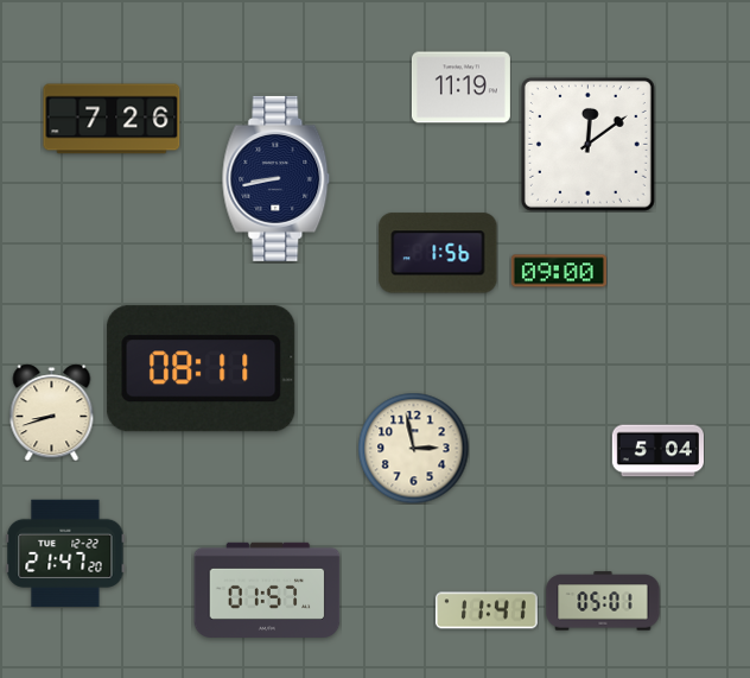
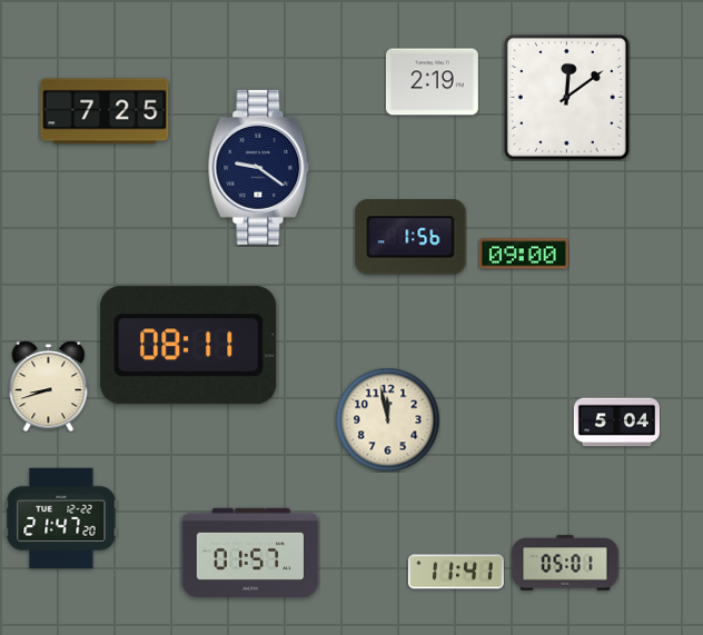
clock at (460, 88): 11:19 -> 2:19
clock at (112, 119): 7:26 -> 7:25
clock at (587, 144) position: (587, 144) -> (566, 97)
clock at (277, 178): 8:43 -> 9:21
clock at (413, 448): 2:58 -> 11:58
